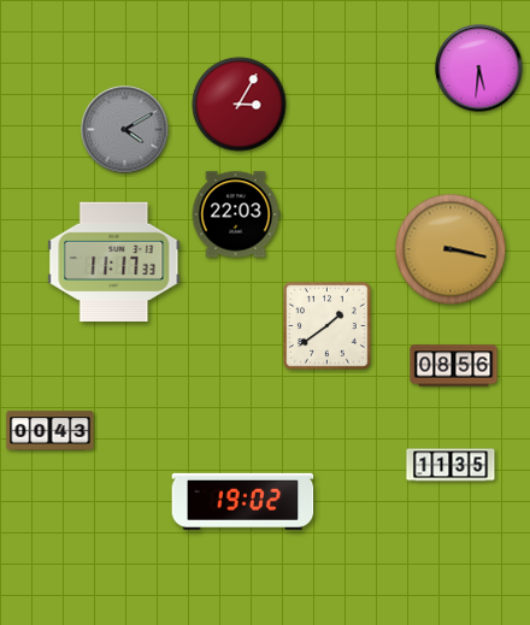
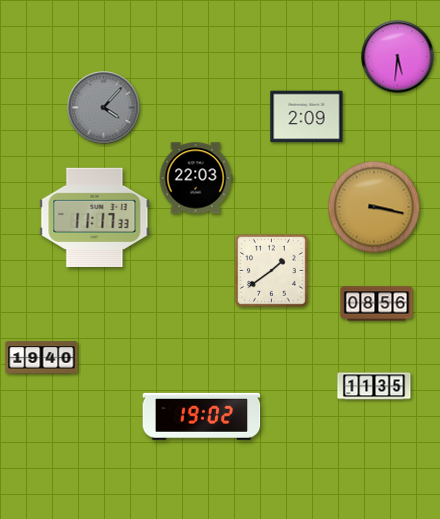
clock at (240, 105): 3:05 -> none
clock at (125, 130): 4:10 -> 4:07
clock at (307, 117): none -> 2:09
clock at (51, 431): 00:43 -> 19:40
